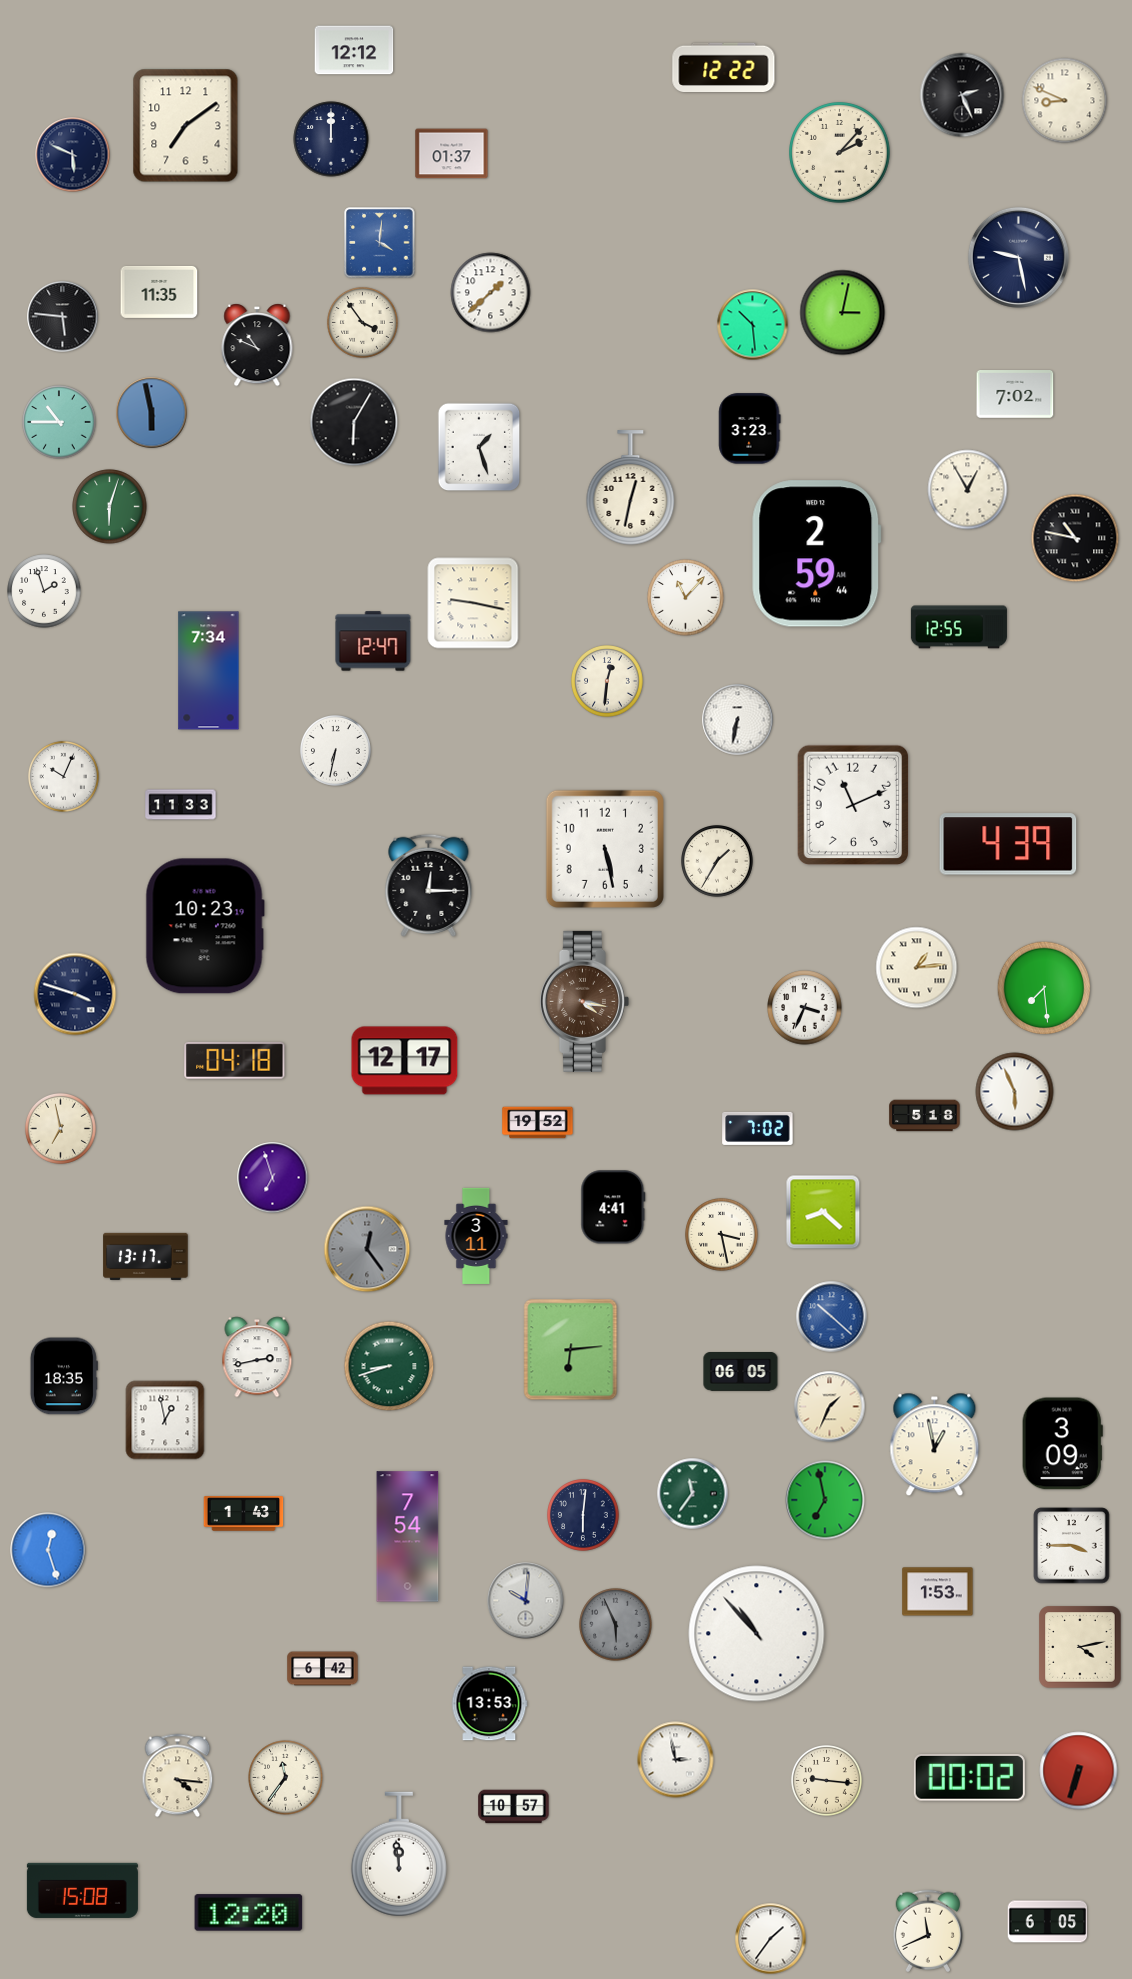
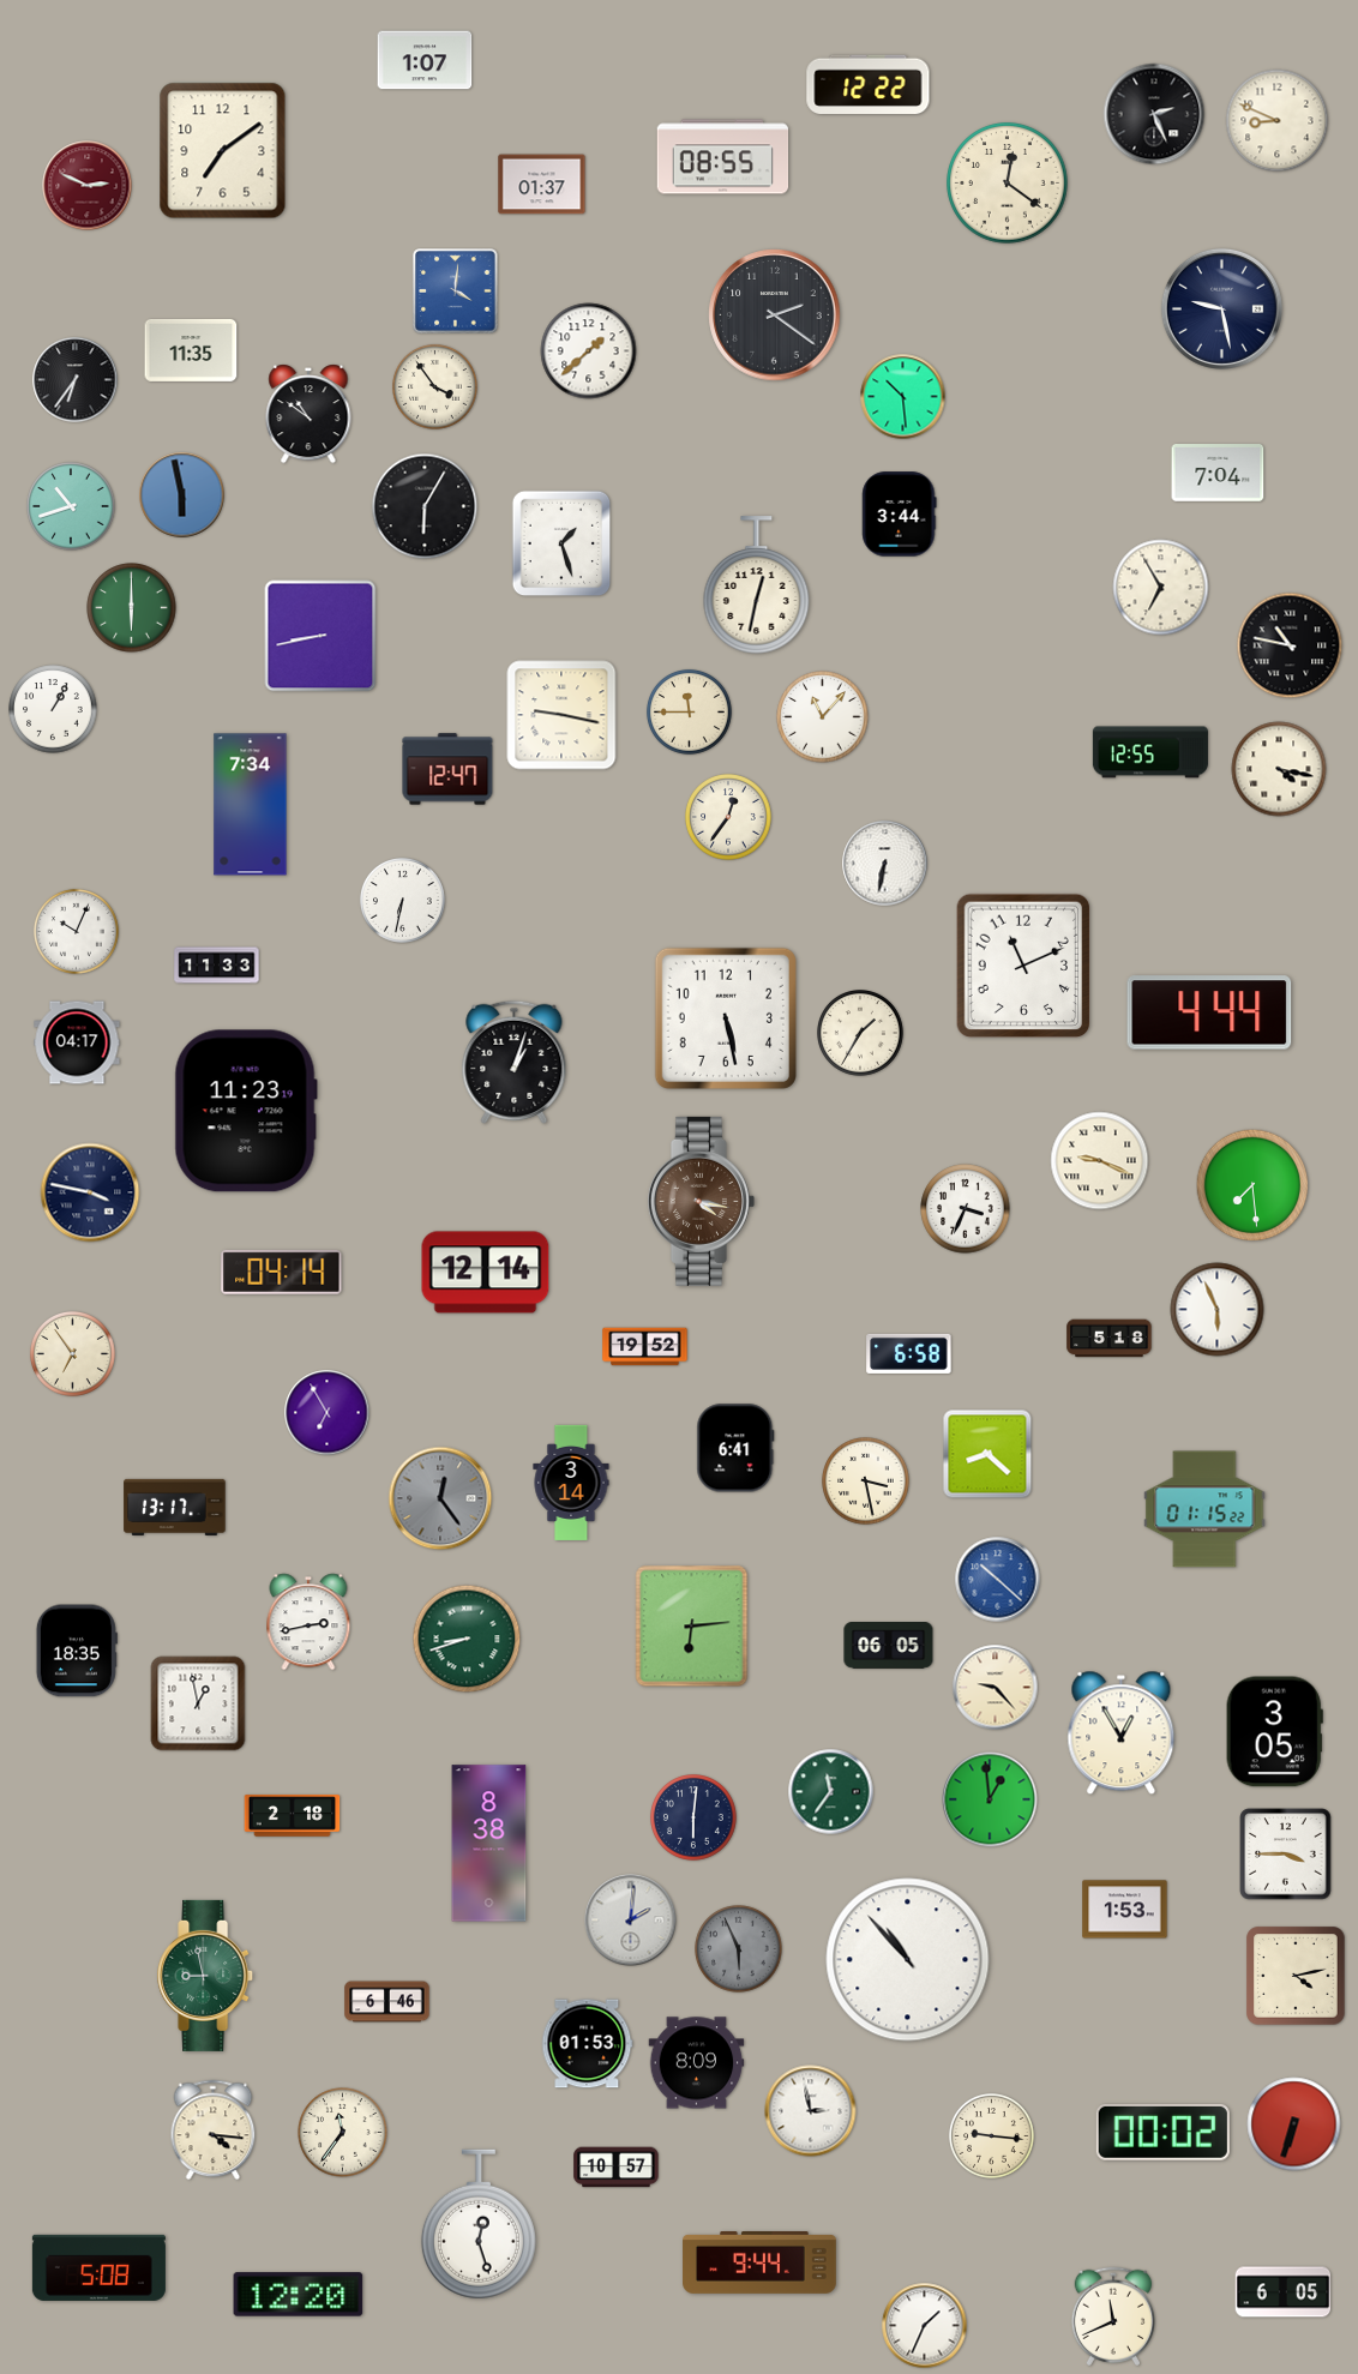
clock at (354, 50): 12:12 -> 1:07
clock at (724, 67) position: (724, 67) -> (869, 84)
clock at (723, 157): none -> 08:55
clock at (331, 139): 12:00 -> none
clock at (840, 153): 2:07 -> 12:21
clock at (73, 155): 5:49 -> 2:49
clock at (73, 155) dial: navy -> burgundy
clock at (775, 315): none -> 2:21
clock at (843, 313): 3:02 -> none
clock at (63, 317): 5:46 -> 6:36
clock at (753, 325) position: (753, 325) -> (903, 397)
clock at (257, 345): 10:49 -> 10:51
clock at (1015, 394): 7:02 -> 7:04
clock at (59, 422): 10:45 -> 10:42
clock at (750, 429): 3:23 -> 3:44
clock at (479, 447) position: (479, 447) -> (561, 543)
clock at (968, 490): 12:55 -> 6:55
clock at (110, 507): 6:03 -> 6:00
clock at (320, 636): none -> 8:43
clock at (817, 554): 2:59 -> none
clock at (44, 591): 1:57 -> 1:05
clock at (689, 711): none -> 11:45
clock at (473, 603) position: (473, 603) -> (561, 715)
clock at (1279, 769): none -> 4:17
clock at (608, 682): 12:31 -> 12:36
clock at (1008, 844): 4:39 -> 4:44
clock at (77, 1042): none -> 04:17
clock at (429, 885): 12:15 -> 1:03
clock at (205, 926): 10:23 -> 11:23
clock at (917, 968): 1:14 -> 9:19
clock at (75, 994): 3:48 -> 3:47
clock at (235, 1060): 04:18 -> 04:14
clock at (405, 1061): 12:17 -> 12:14
clock at (60, 1128): 6:58 -> 6:54
clock at (758, 1128): 7:02 -> 6:58
clock at (273, 1178): 6:57 -> 6:55
clock at (613, 1207): 4:41 -> 6:41
clock at (476, 1236): 3:11 -> 3:14
clock at (1204, 1509): none -> 01:15
clock at (571, 1350) position: (571, 1350) -> (692, 1627)
clock at (257, 1357) position: (257, 1357) -> (308, 1622)
clock at (830, 1407): 1:34 -> 9:23
clock at (1062, 1444): 3:09 -> 3:05
clock at (935, 1445): 12:58 -> 12:55
clock at (825, 1500): 6:58 -> 12:59
clock at (244, 1514): 1:43 -> 2:18
clock at (584, 1516) position: (584, 1516) -> (695, 1819)
clock at (408, 1537): 7:54 -> 8:38
clock at (48, 1550): 12:27 -> none
clock at (526, 1601): 10:01 -> 2:01
clock at (206, 1976): none -> 8:58
clock at (323, 1669): 6:42 -> 6:46
clock at (489, 1704): 13:53 -> 01:53
clock at (697, 2063): none -> 8:09
clock at (399, 1854): 11:59 -> 12:27
clock at (759, 2264): none -> 9:44
clock at (82, 1890): 15:08 -> 5:08
clock at (1048, 1922) position: (1048, 1922) -> (1284, 2292)
clock at (771, 1939): 1:36 -> 1:34
